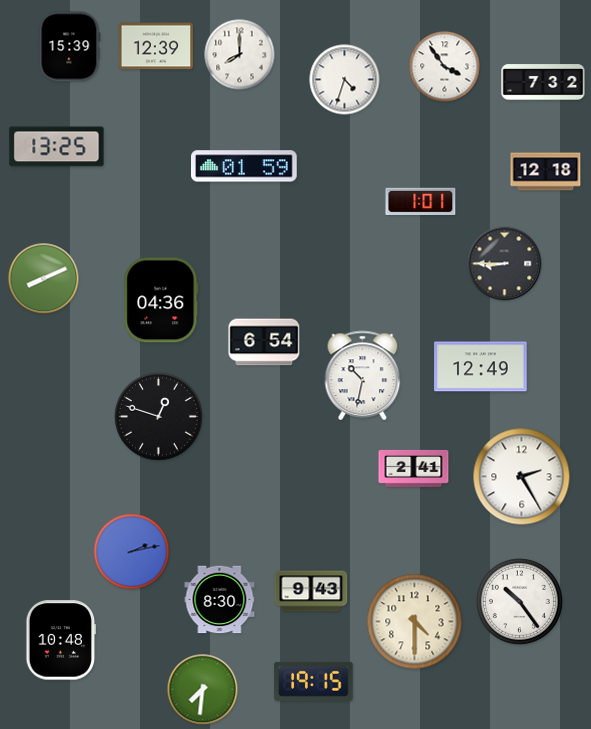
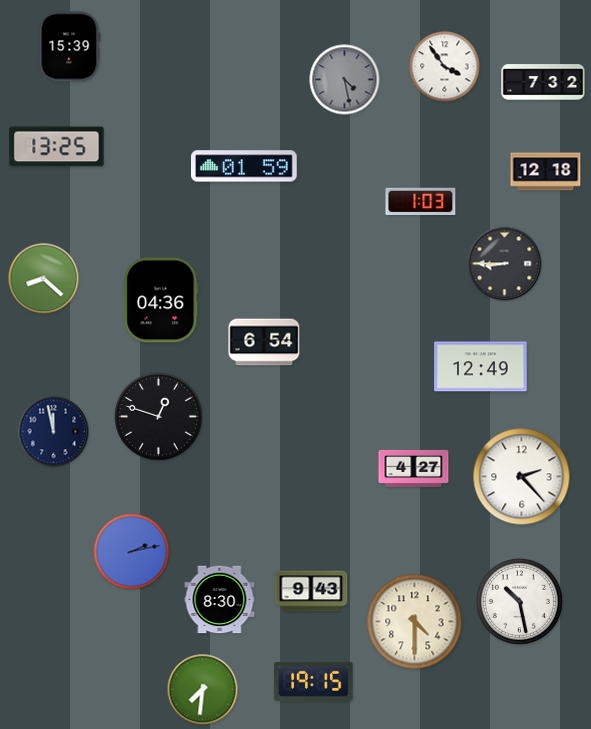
clock at (156, 46): 12:39 -> none
clock at (240, 55): 8:00 -> none
clock at (345, 80): 4:33 -> 4:28
clock at (345, 80) dial: white -> grey
clock at (421, 202): 1:01 -> 1:03
clock at (44, 279): 8:11 -> 8:22
clock at (363, 375): 10:32 -> none
clock at (54, 432): none -> 11:58
clock at (414, 468): 2:41 -> 4:27
clock at (522, 477): 2:25 -> 2:23
clock at (519, 601): 10:24 -> 10:28
clock at (60, 640): 10:48 -> none
